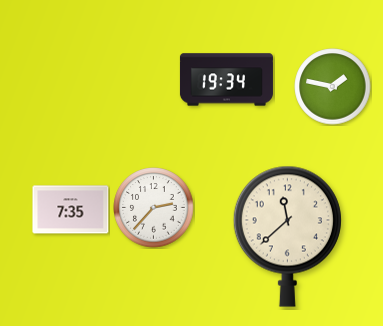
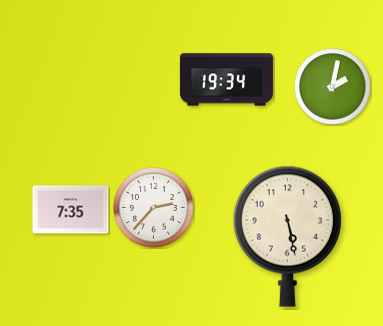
clock at (333, 87): 1:47 -> 2:02
clock at (287, 236): 11:38 -> 5:28
